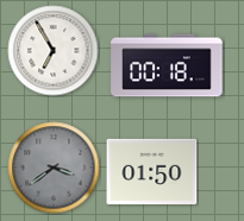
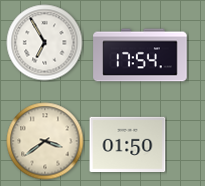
clock at (167, 65): 00:18 -> 17:54
clock at (54, 168) dial: grey -> cream
